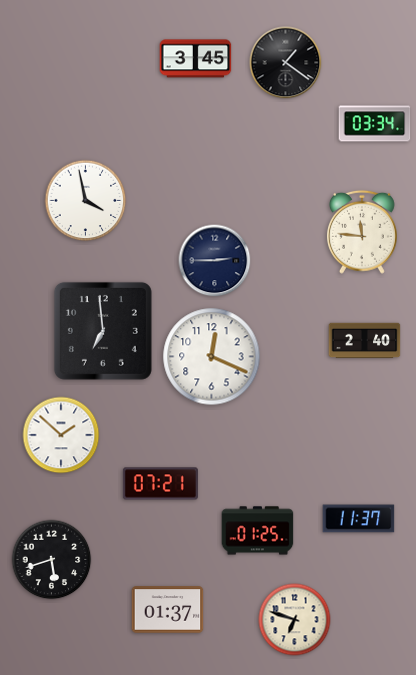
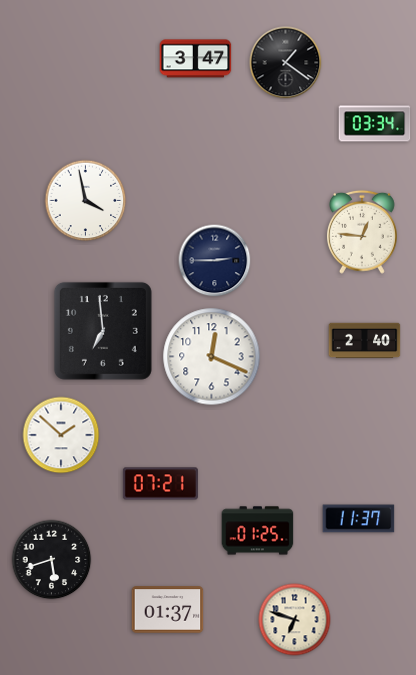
clock at (196, 59): 3:45 -> 3:47
clock at (362, 232): 11:46 -> 12:46
